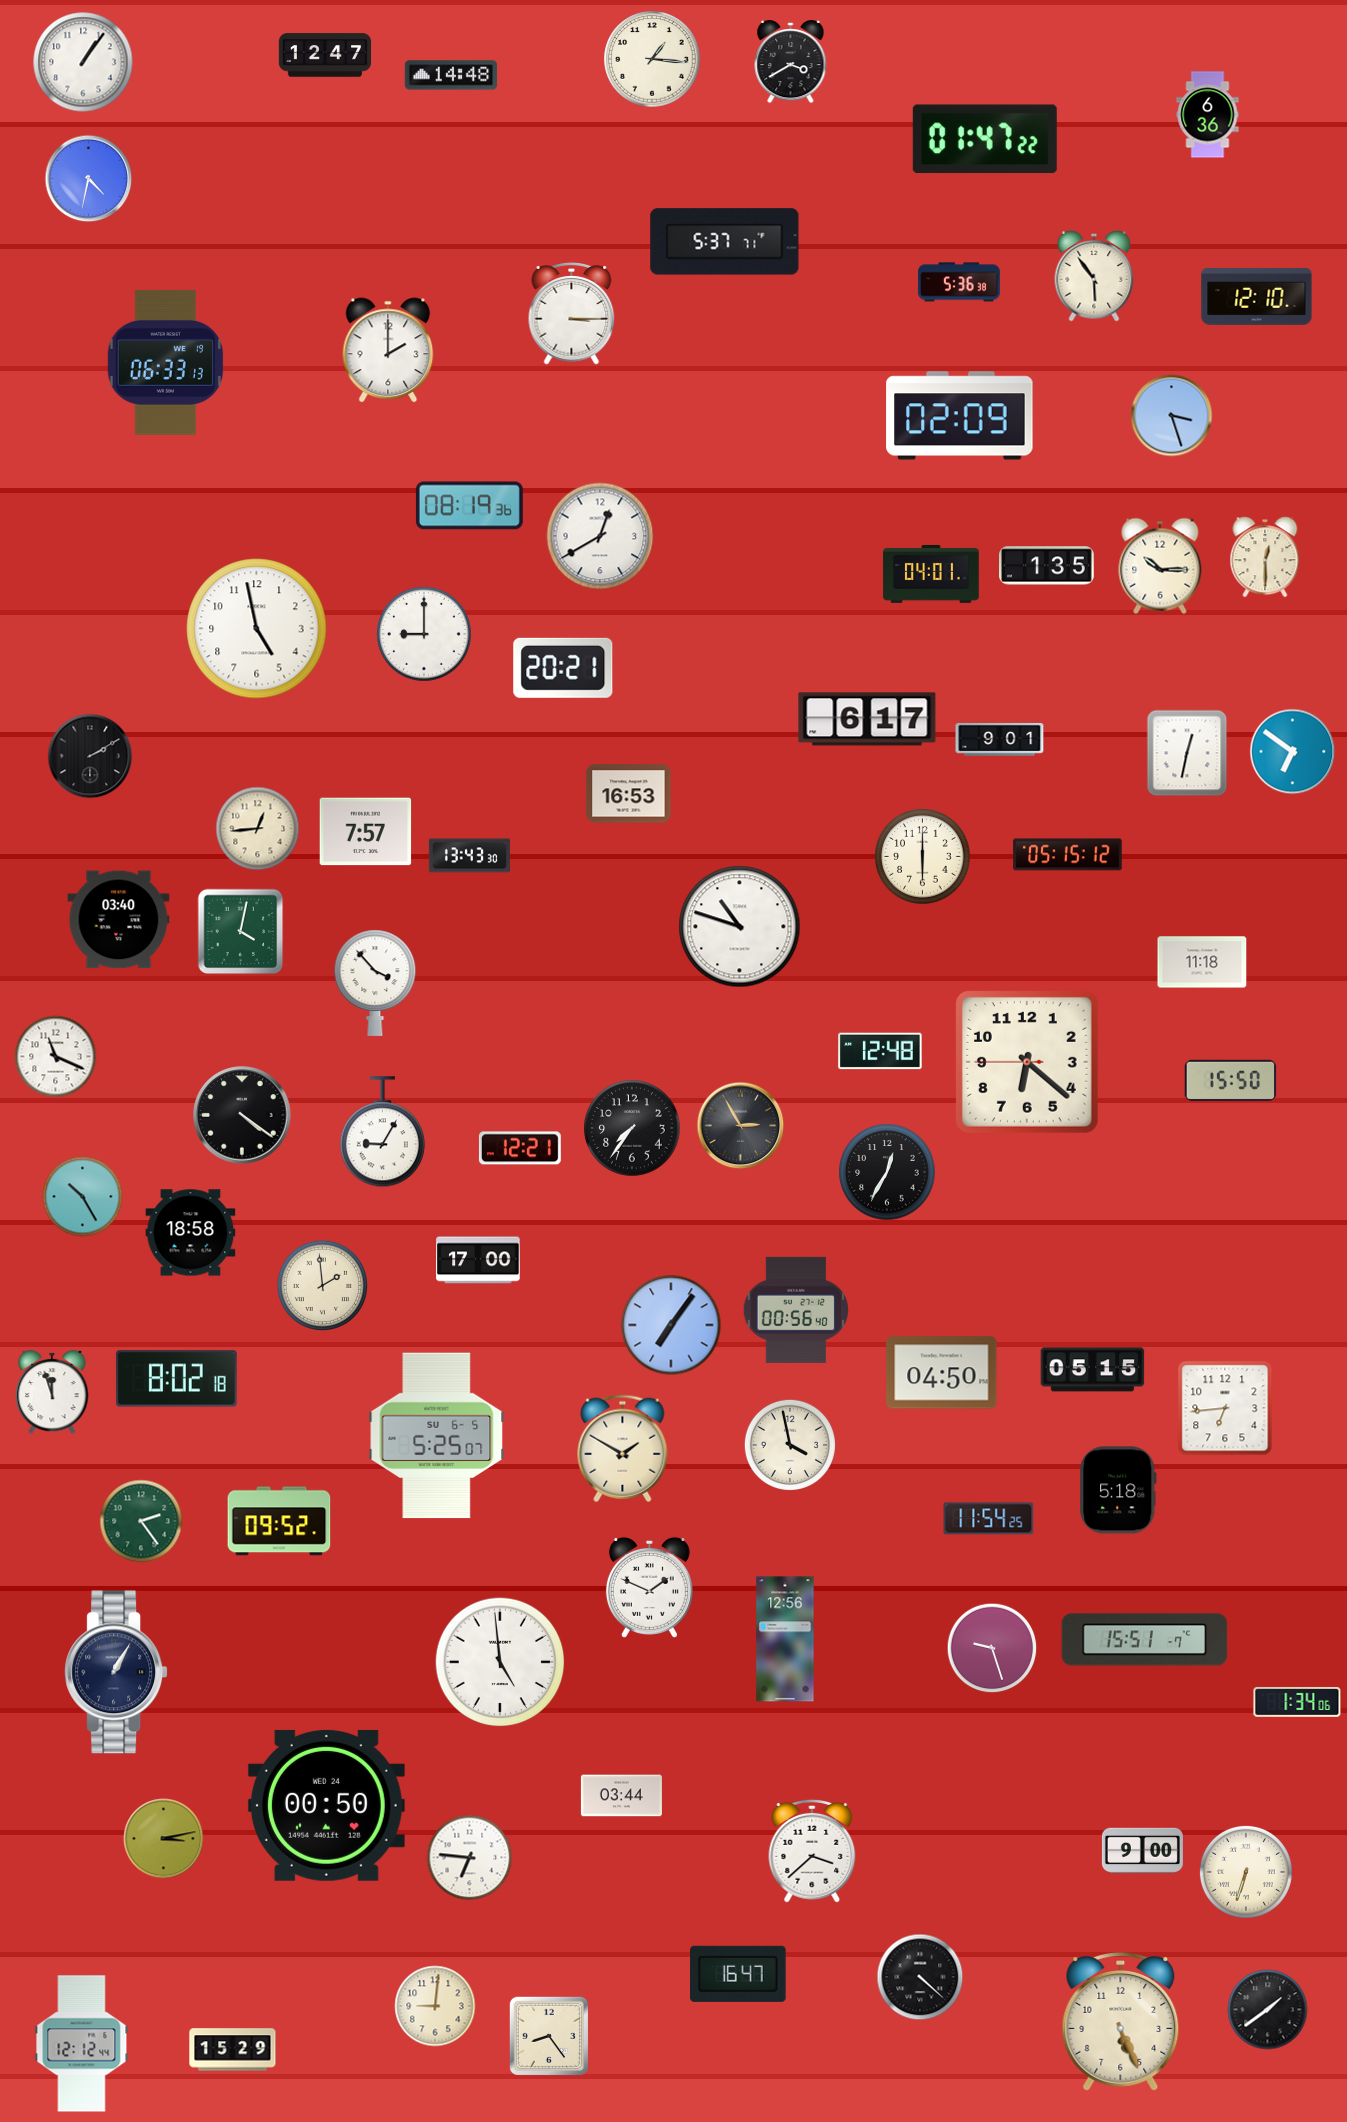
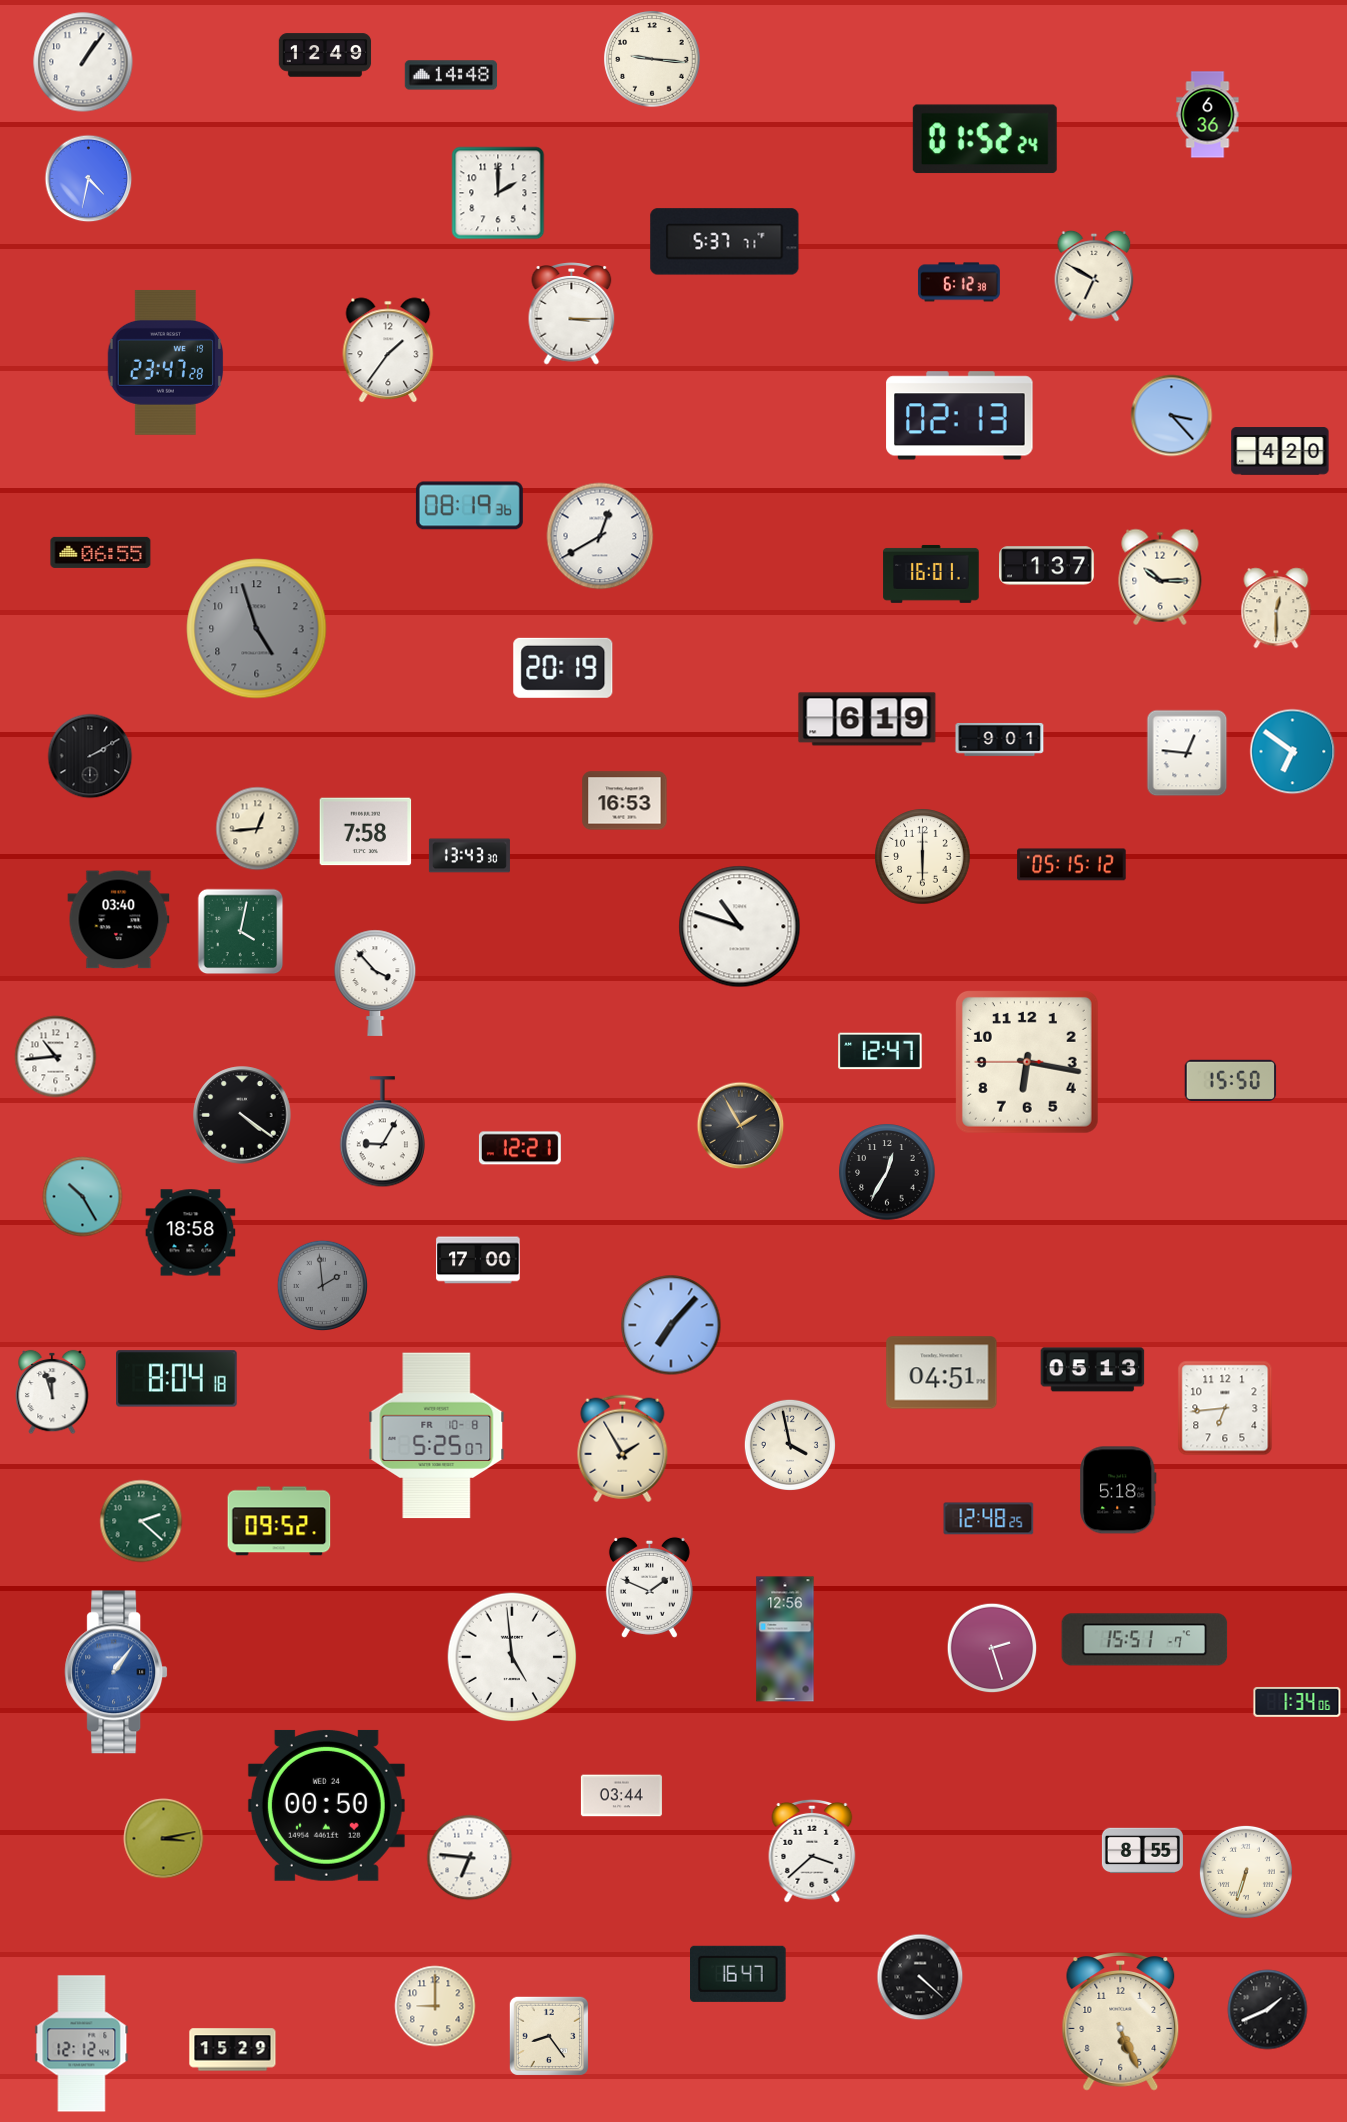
clock at (325, 55): 12:47 -> 12:49
clock at (652, 59): 1:16 -> 9:16
clock at (791, 63): 3:40 -> none
clock at (985, 139): 01:47 -> 01:52
clock at (498, 193): none -> 2:00
clock at (1094, 276): 5:54 -> 6:50
clock at (959, 282): 5:36 -> 6:12
clock at (1257, 296): 12:10 -> none
clock at (388, 350): 2:00 -> 1:36
clock at (166, 362): 06:33 -> 23:47
clock at (960, 416): 02:09 -> 02:13
clock at (1172, 416): 3:27 -> 3:23
clock at (1280, 451): none -> 4:20
clock at (101, 552): none -> 06:55
clock at (1265, 557) position: (1265, 557) -> (1276, 608)
clock at (1047, 566): 1:35 -> 1:37
clock at (1160, 566) position: (1160, 566) -> (1160, 577)
clock at (931, 574): 04:01 -> 16:01
clock at (257, 629): 4:58 -> 4:57
clock at (257, 629) dial: white -> grey
clock at (425, 635): 9:00 -> none
clock at (563, 668): 20:21 -> 20:19
clock at (867, 719): 6:17 -> 6:19
clock at (1187, 753): 12:32 -> 12:46
clock at (629, 794) position: (629, 794) -> (625, 801)
clock at (366, 832): 7:57 -> 7:58
clock at (1068, 855) position: (1068, 855) -> (1072, 865)
clock at (1202, 962): 11:18 -> none
clock at (880, 1051): 12:48 -> 12:47
clock at (56, 1057): 11:19 -> 10:44
clock at (1027, 1062): 6:21 -> 6:16
clock at (741, 1126): 2:55 -> 1:55
clock at (632, 1128): 7:36 -> none
clock at (322, 1285) dial: cream -> grey
clock at (796, 1310): 00:56 -> none
clock at (671, 1325): 7:06 -> 7:07
clock at (1093, 1370): 05:15 -> 05:13
clock at (942, 1373): 04:50 -> 04:51
clock at (177, 1379): 8:02 -> 8:04
clock at (437, 1436) date: SU 6-5 -> FR 10-8
clock at (623, 1449): 1:50 -> 1:55
clock at (989, 1519): 11:54 -> 12:48
clock at (141, 1521): 2:24 -> 2:22
clock at (992, 1648): 9:27 -> 2:27
clock at (500, 1662) position: (500, 1662) -> (512, 1657)
clock at (116, 1672): 1:05 -> 1:06
clock at (116, 1672) dial: navy -> blue
clock at (1142, 1851): 9:00 -> 8:55
clock at (435, 2006): 9:01 -> 9:00
clock at (1268, 2010): 1:39 -> 1:41
